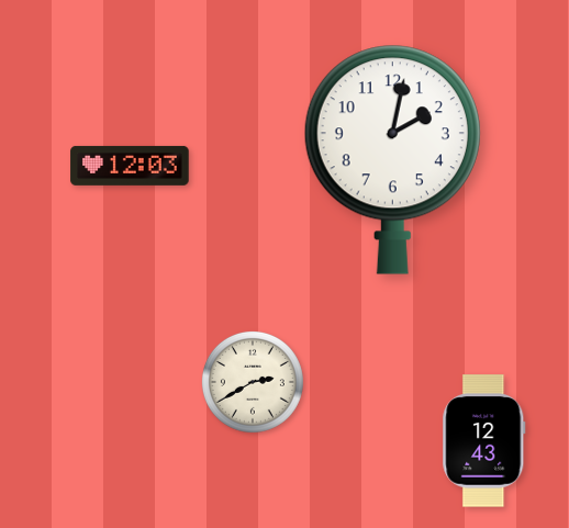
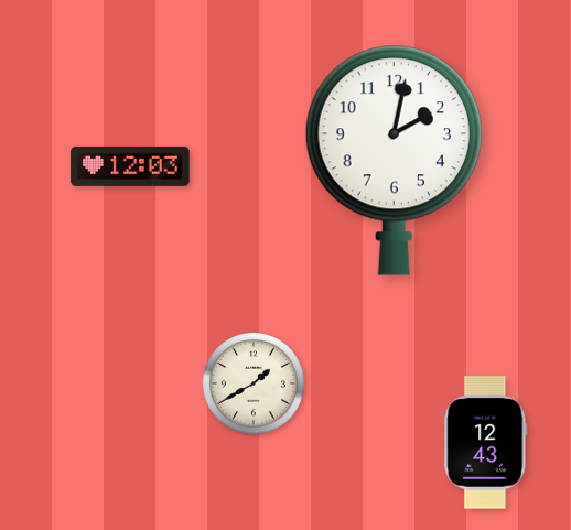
clock at (253, 382): 2:40 -> 1:40
